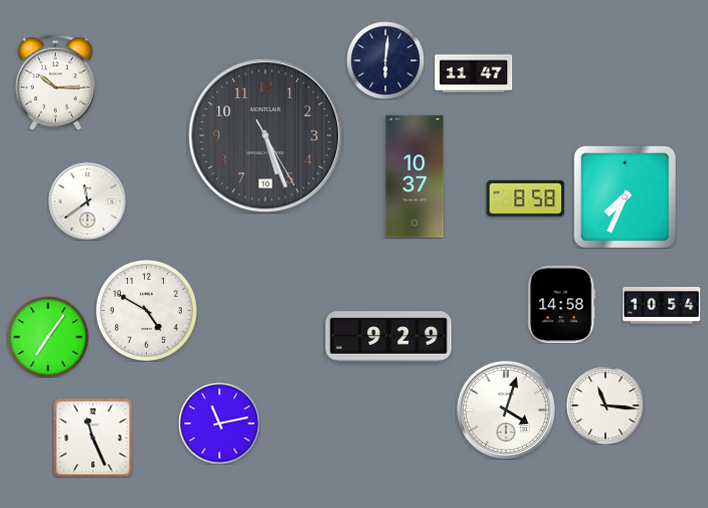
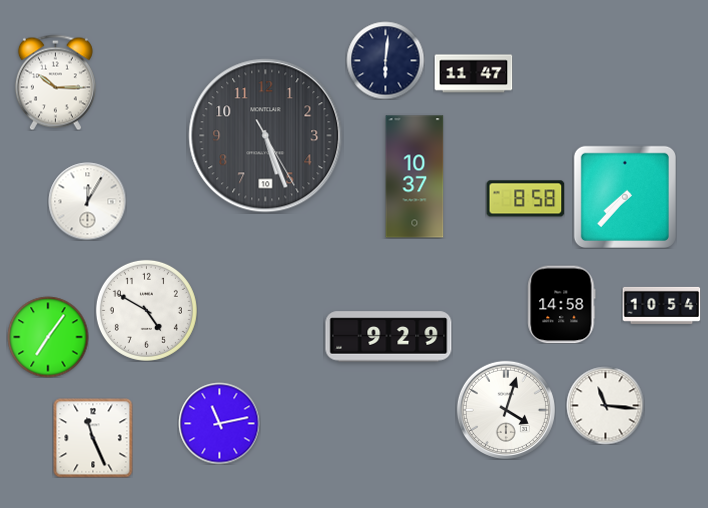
clock at (625, 197): 7:34 -> 7:37
clock at (87, 201): 11:39 -> 12:05
